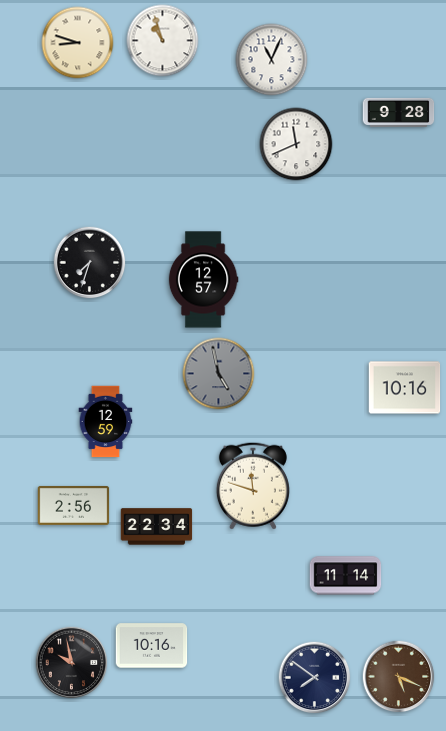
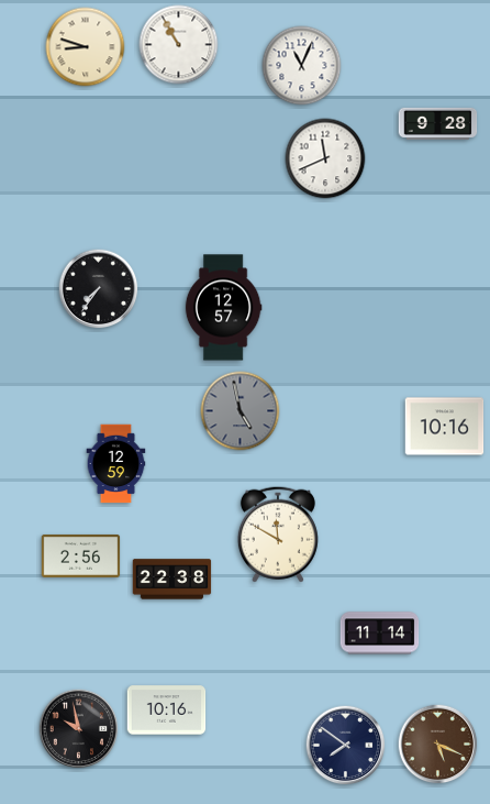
clock at (163, 41): 10:57 -> 10:55
clock at (272, 60) position: (272, 60) -> (302, 66)
clock at (90, 263): 7:33 -> 7:36
clock at (253, 486): 11:48 -> 11:50
clock at (157, 527): 22:34 -> 22:38
